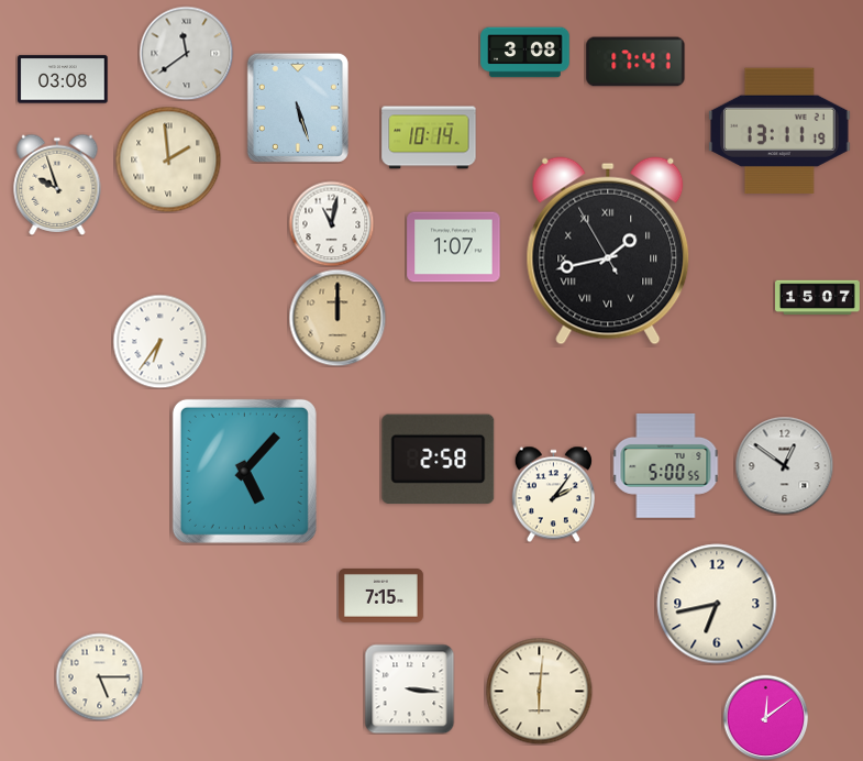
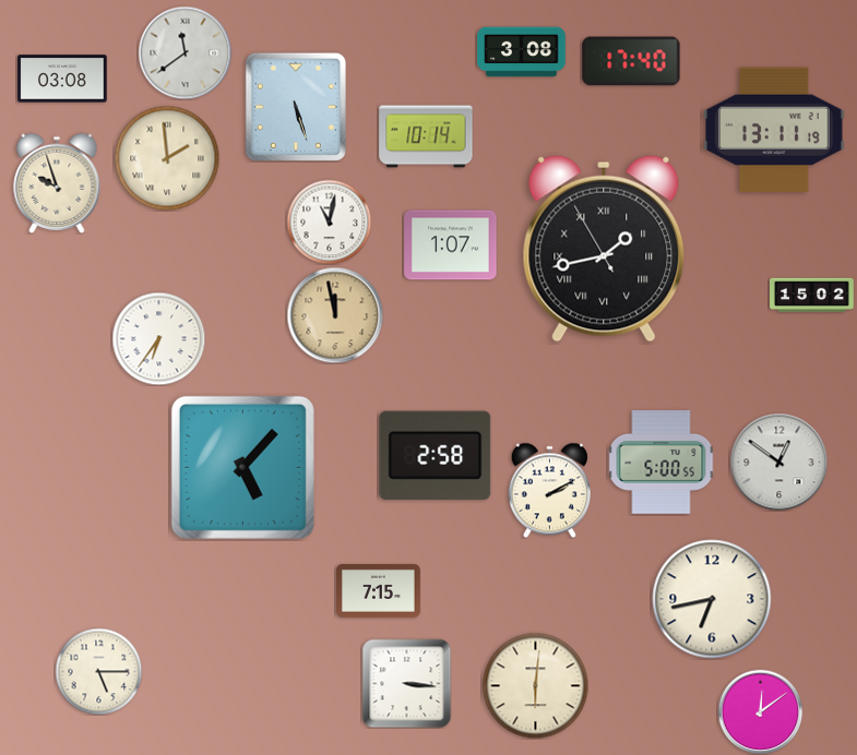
clock at (635, 62): 17:41 -> 17:40
clock at (818, 298): 15:07 -> 15:02
clock at (338, 318): 12:00 -> 11:58
clock at (553, 494): 2:06 -> 2:10
